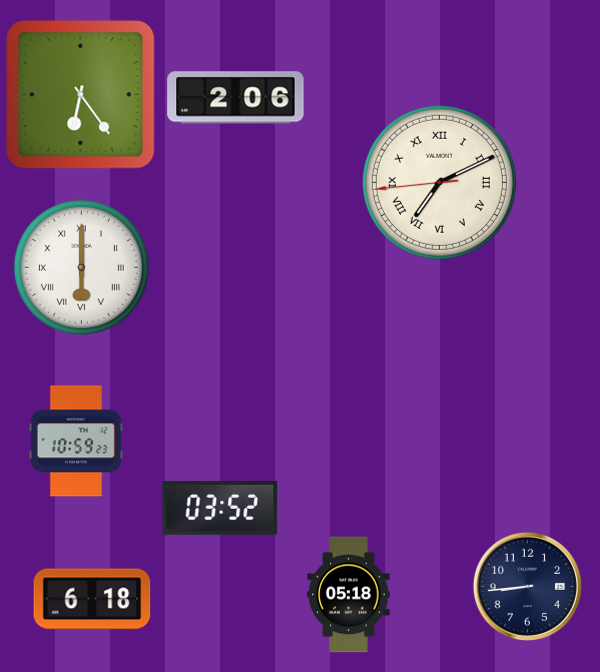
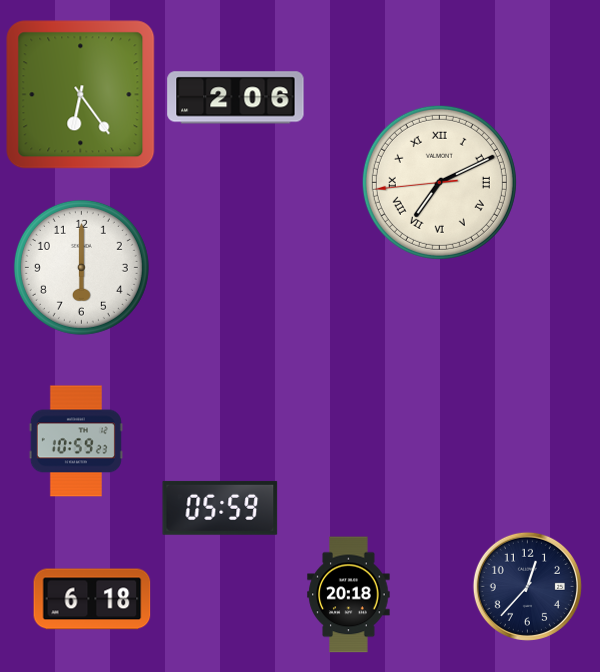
clock at (81, 267) numerals: Roman -> Arabic
clock at (220, 508): 03:52 -> 05:59
clock at (527, 586): 8:44 -> 12:37
clock at (349, 595): 05:18 -> 20:18
